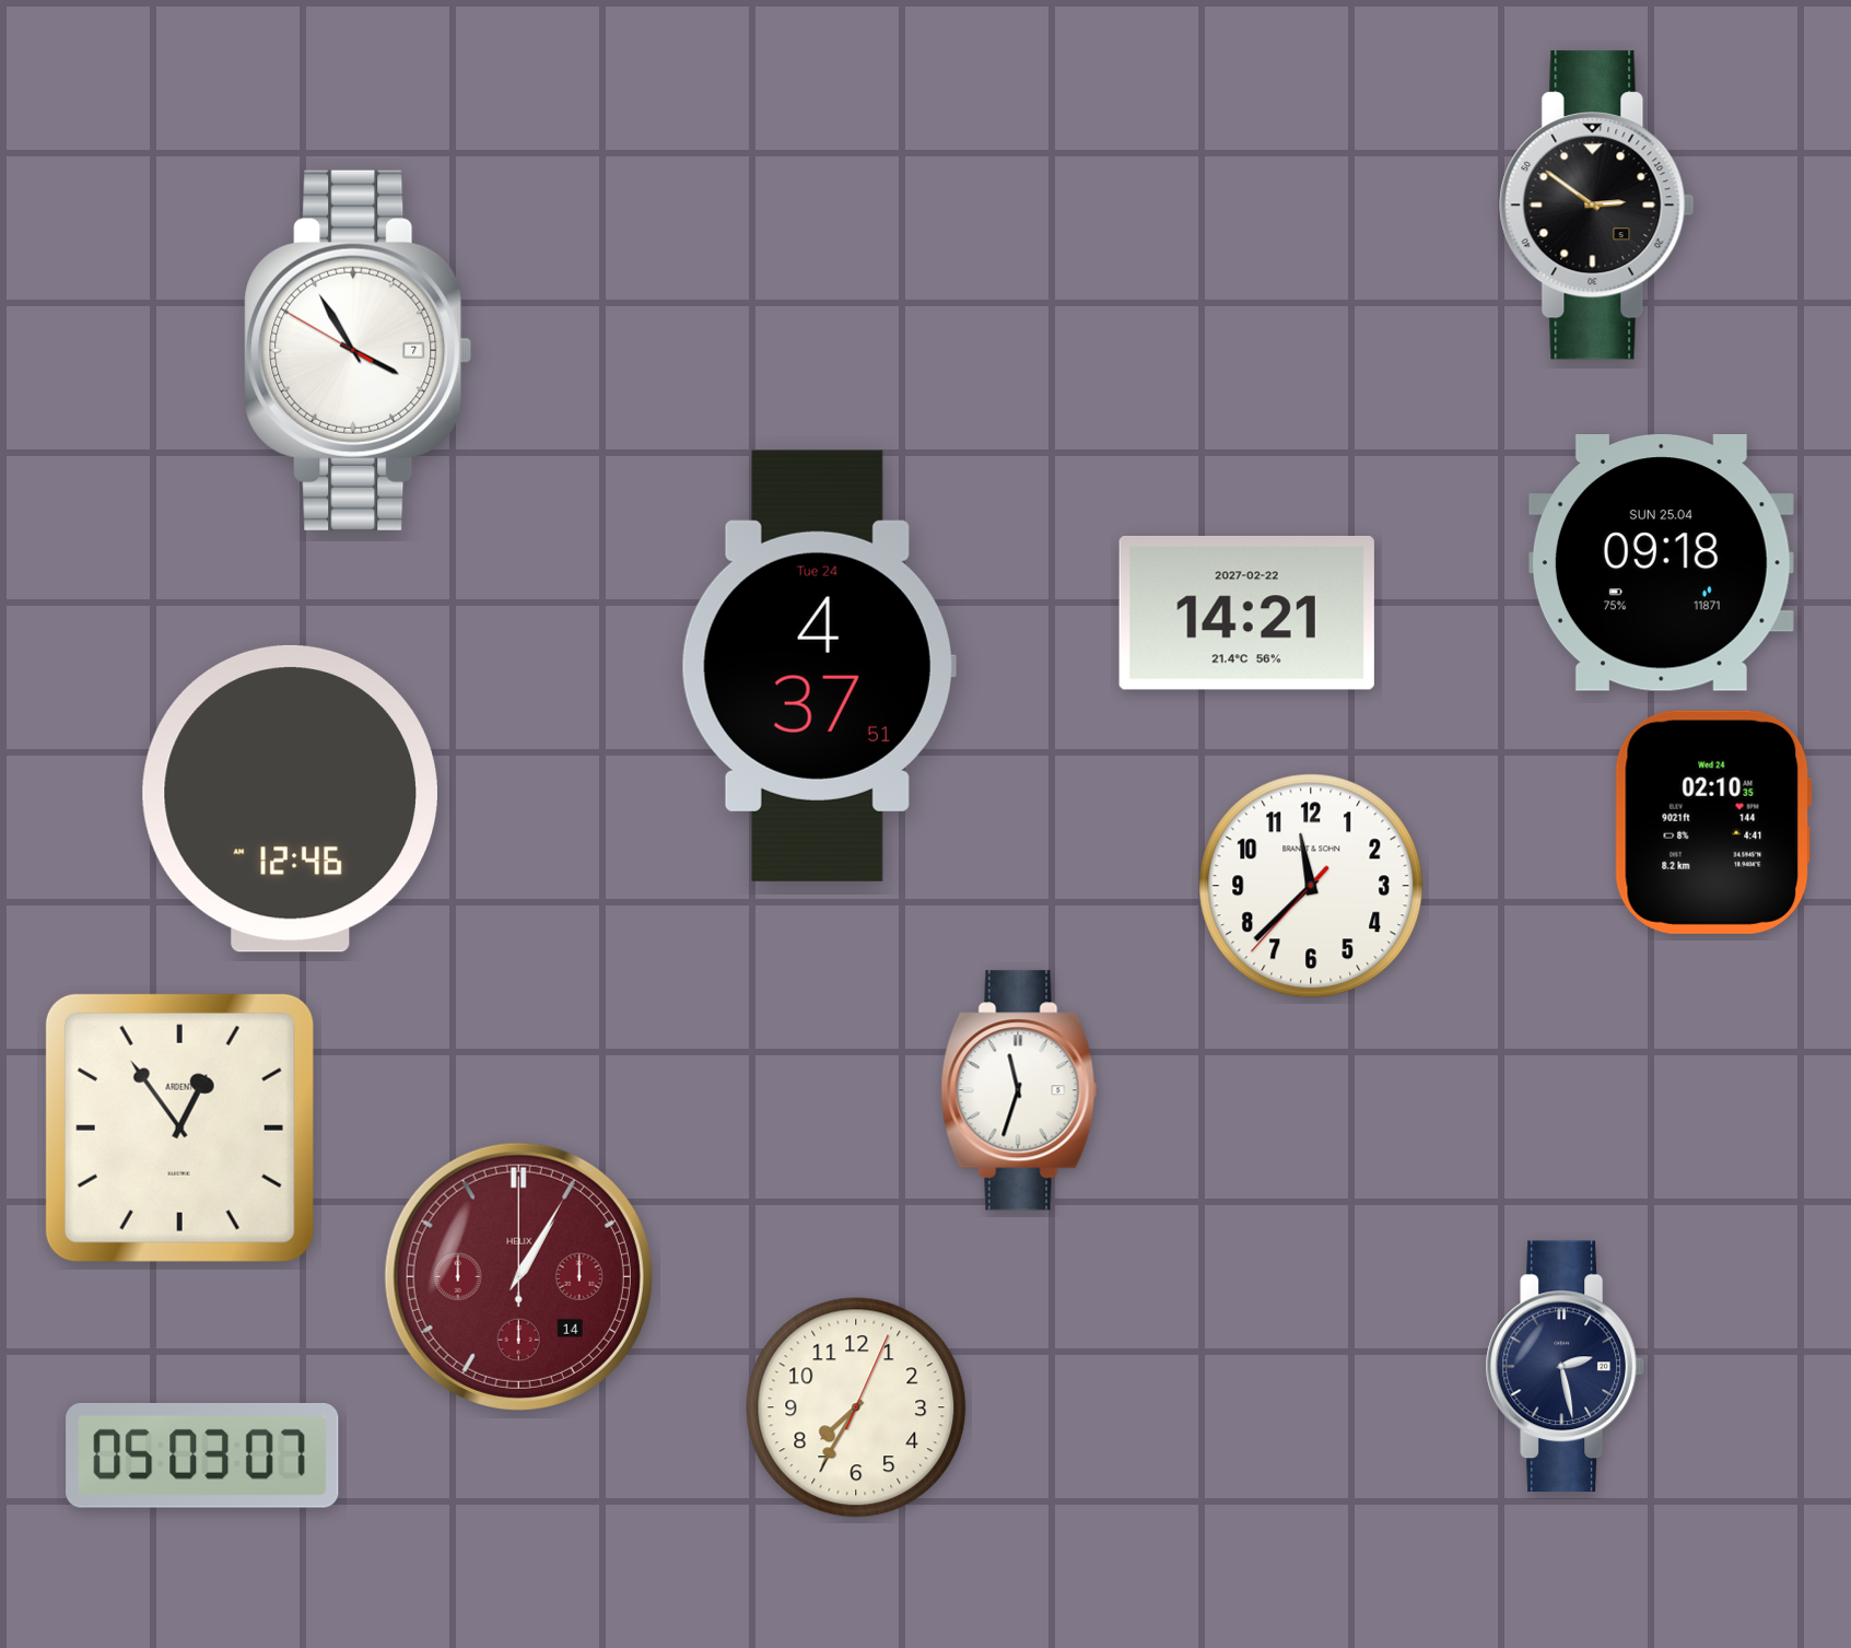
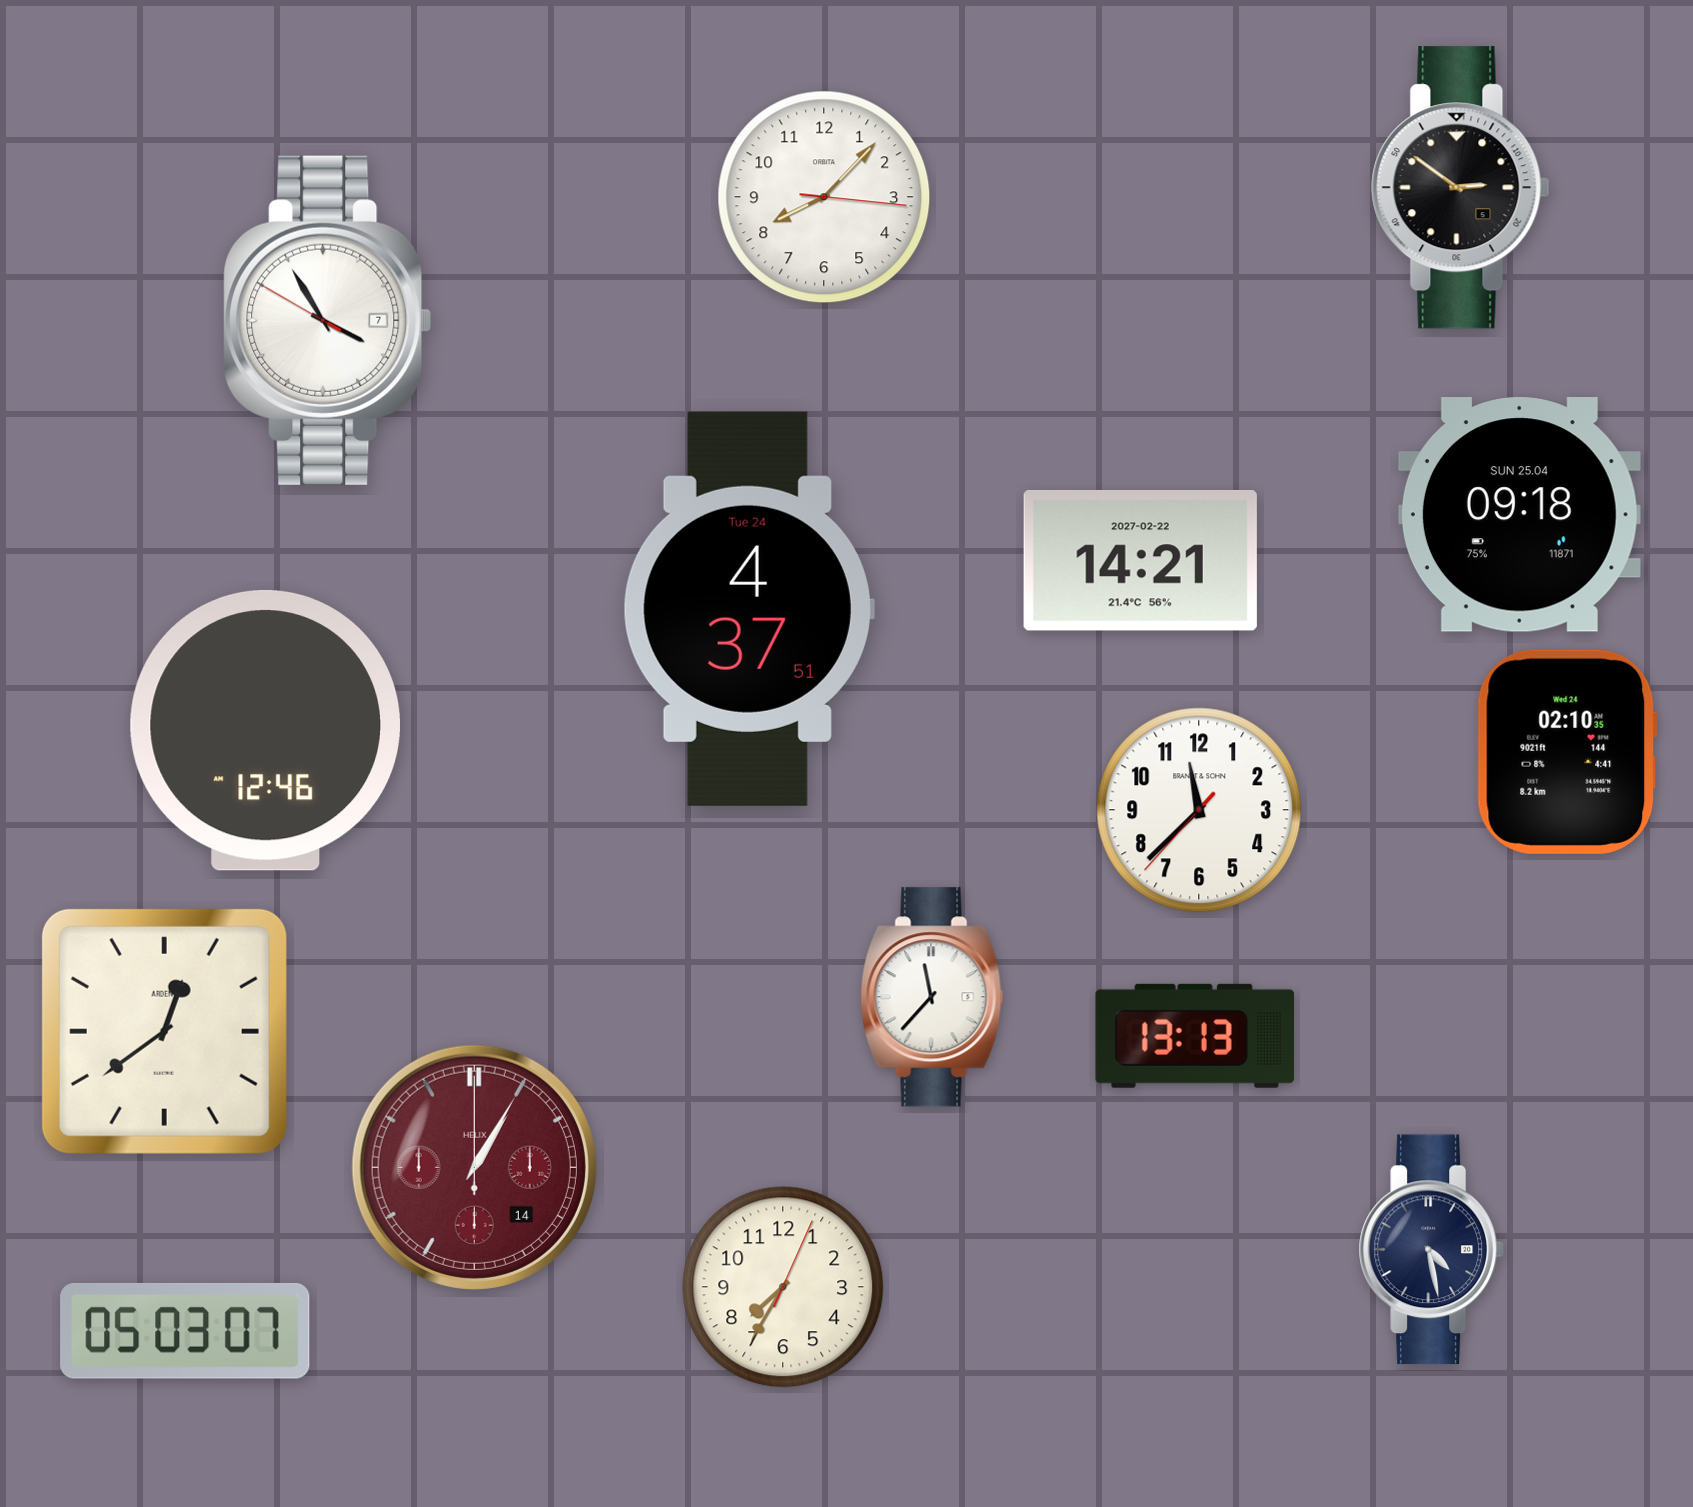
clock at (824, 197): none -> 8:07
clock at (1019, 1090): 11:33 -> 11:37
clock at (179, 1127): 12:54 -> 12:39
clock at (1194, 1036): none -> 13:13
clock at (1565, 1367): 2:28 -> 4:28
